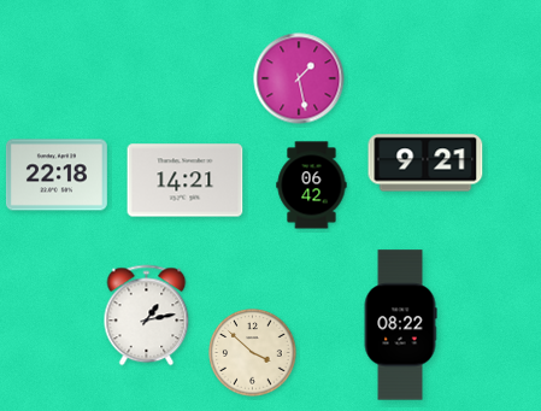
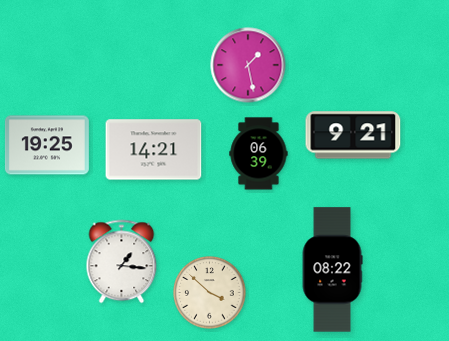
clock at (57, 175): 22:18 -> 19:25
clock at (312, 186): 06:42 -> 06:39
clock at (147, 316): 1:13 -> 1:16
